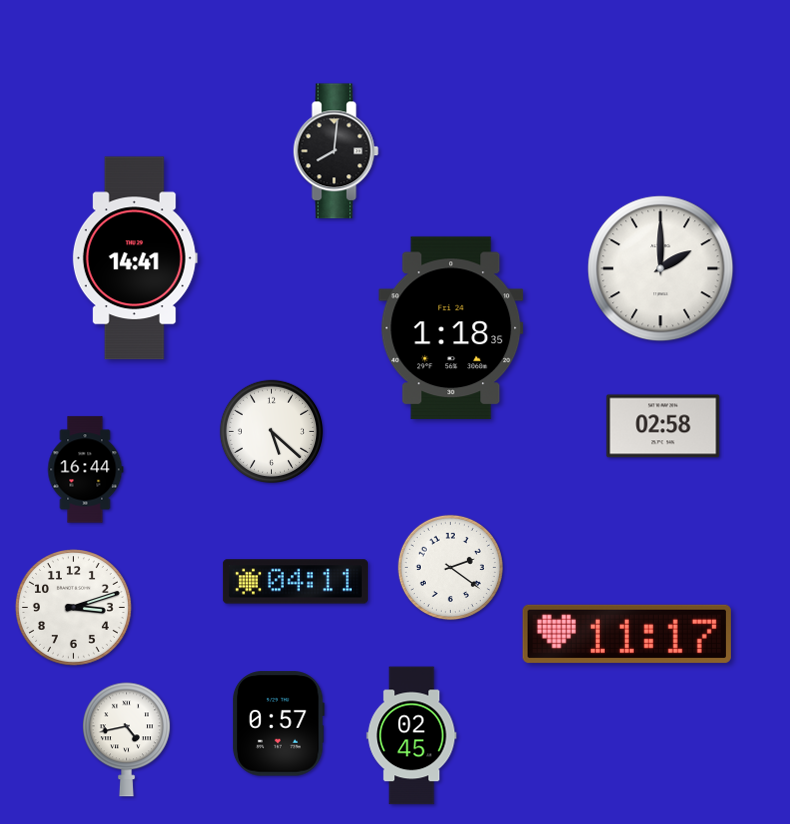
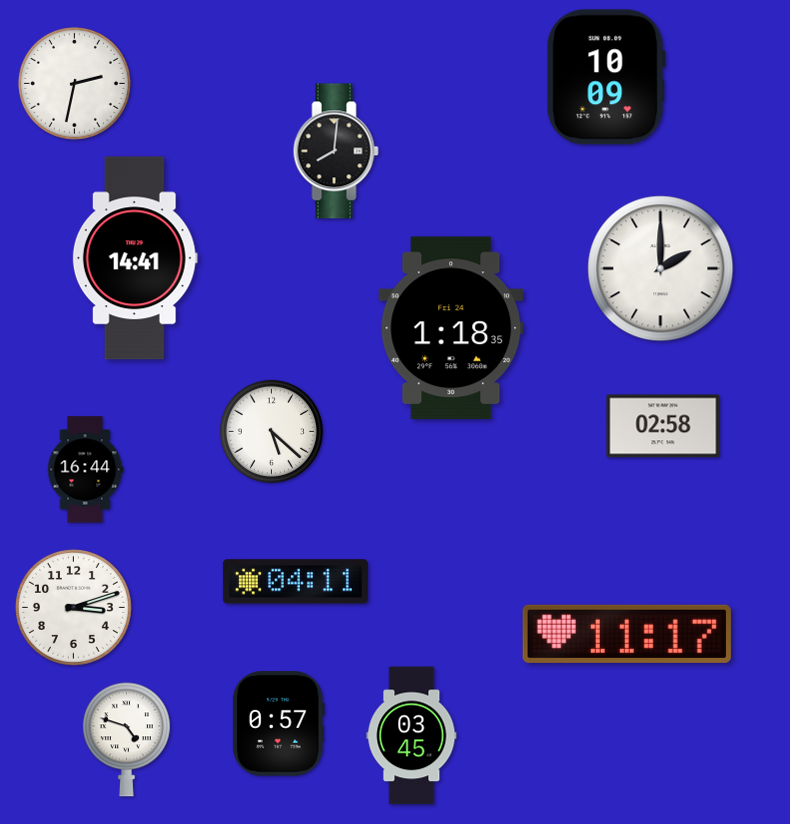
clock at (606, 77): none -> 10:09
clock at (74, 83): none -> 2:32
clock at (450, 567): 2:21 -> none
clock at (412, 736): 02:45 -> 03:45
clock at (126, 740): 4:43 -> 4:48
